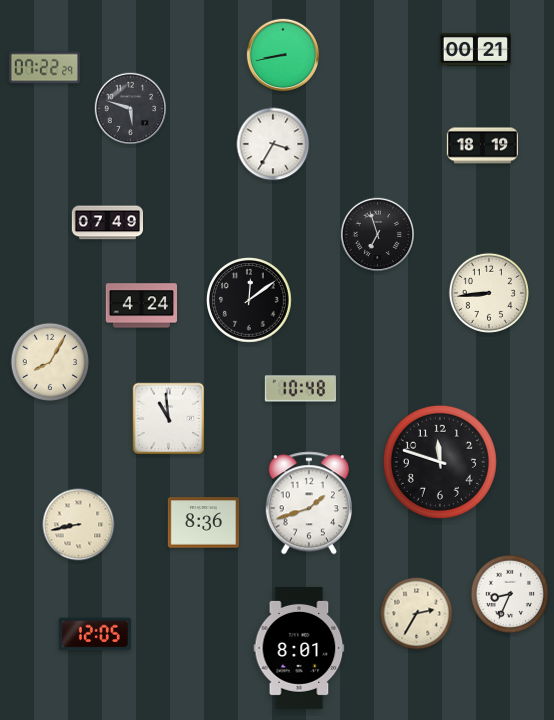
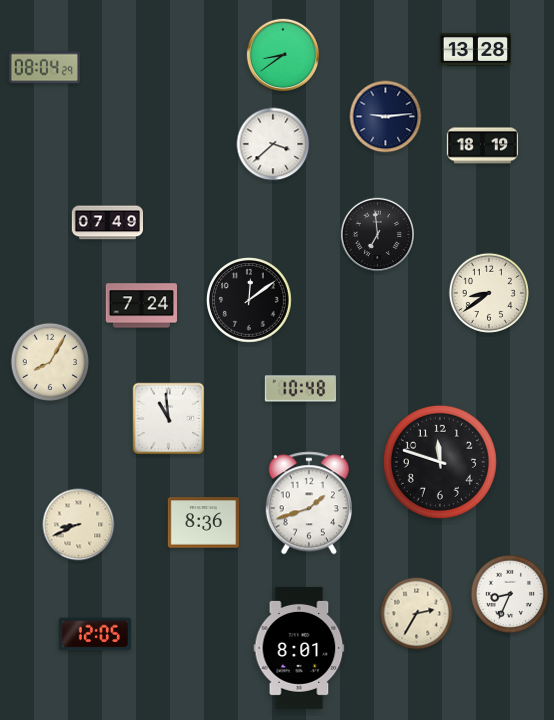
clock at (476, 49): 00:21 -> 13:28
clock at (282, 54): 8:43 -> 8:39
clock at (44, 68): 07:22 -> 08:04
clock at (131, 109): 5:48 -> none
clock at (386, 117): none -> 9:14
clock at (273, 144): 3:35 -> 3:38
clock at (377, 234): 6:57 -> 6:59
clock at (489, 293): 8:44 -> 8:39
clock at (141, 306): 4:24 -> 7:24
clock at (79, 525): 8:43 -> 8:41
